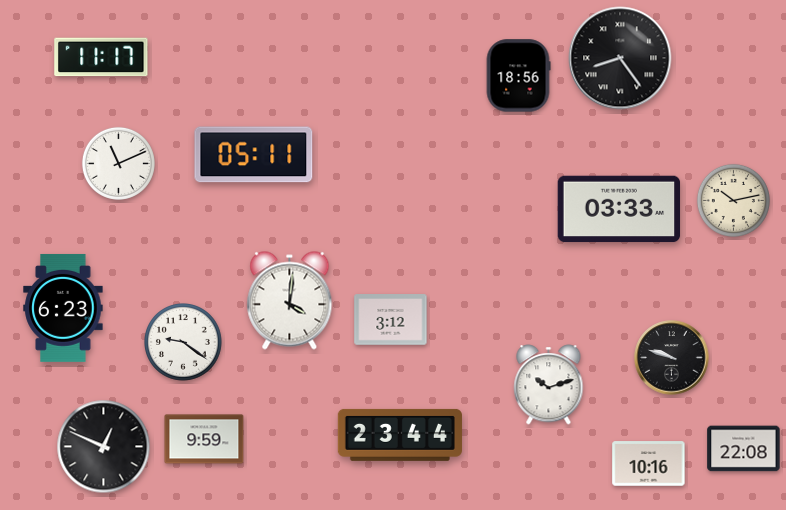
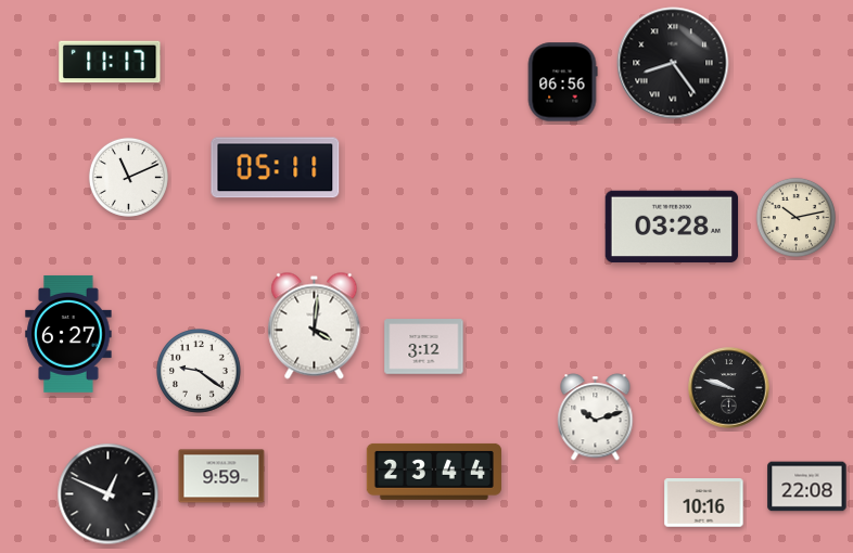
clock at (518, 76): 18:56 -> 06:56
clock at (619, 209): 03:33 -> 03:28
clock at (63, 308): 6:23 -> 6:27
clock at (104, 447) position: (104, 447) -> (109, 494)
